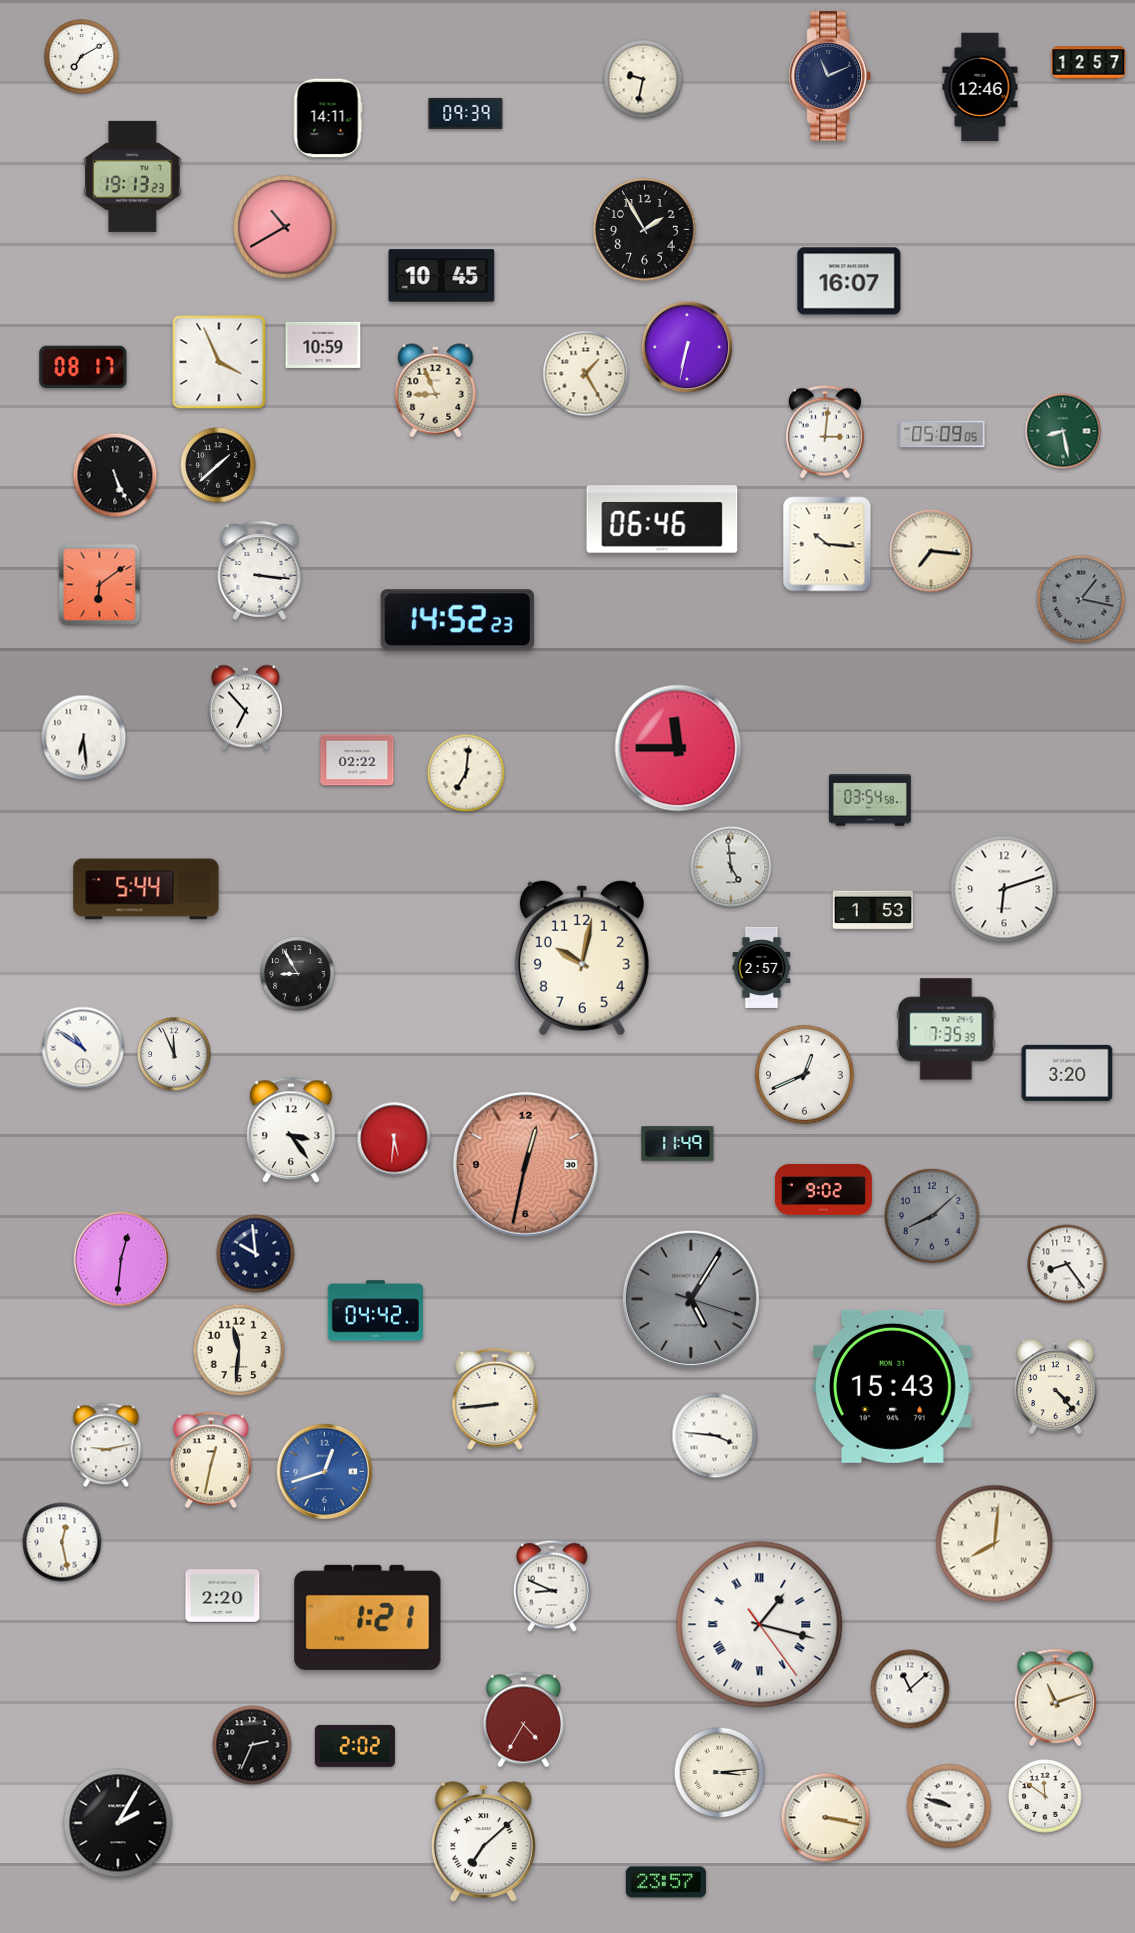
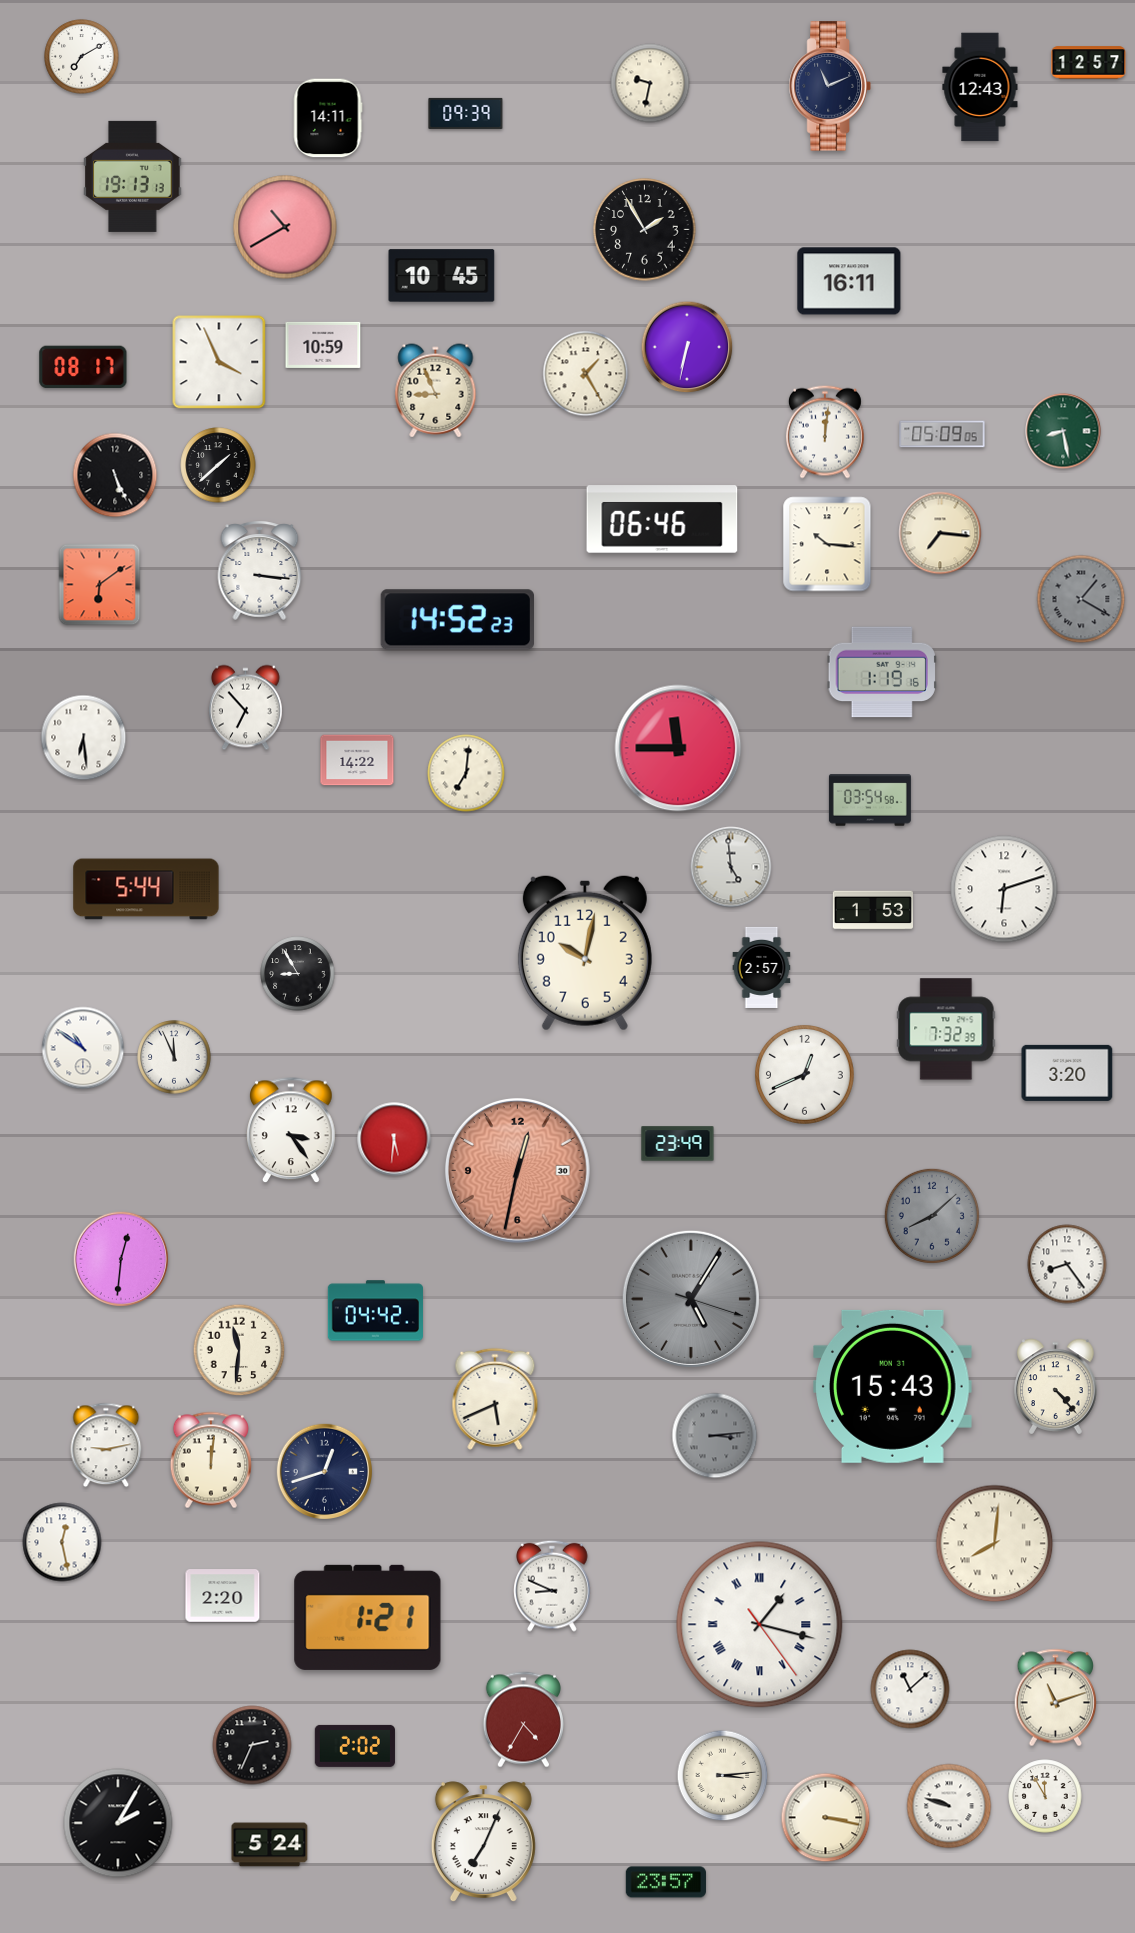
clock at (830, 76) position: (830, 76) -> (830, 86)
clock at (643, 79) position: (643, 79) -> (650, 83)
clock at (980, 87): 12:46 -> 12:43
clock at (133, 176): 19:13:23 -> 19:13:13
clock at (849, 281): 16:07 -> 16:11
clock at (825, 432): 3:01 -> 12:01
clock at (931, 551) position: (931, 551) -> (940, 533)
clock at (1081, 599): 1:17 -> 1:20
clock at (882, 672): none -> 1:19
clock at (357, 760): 02:22 -> 14:22
clock at (582, 958) position: (582, 958) -> (585, 953)
clock at (946, 1029): 7:35 -> 7:32
clock at (174, 1054) position: (174, 1054) -> (174, 1057)
clock at (678, 1144): 11:49 -> 23:49
clock at (525, 1164) position: (525, 1164) -> (517, 1170)
clock at (823, 1189): 9:02 -> none
clock at (256, 1254): 9:59 -> none
clock at (495, 1399): 8:44 -> 5:41
clock at (715, 1436): 3:46 -> 3:14
clock at (715, 1436) dial: white -> grey
clock at (210, 1460): 12:32 -> 12:01
clock at (324, 1471) dial: blue -> navy
clock at (720, 1773) position: (720, 1773) -> (723, 1776)
clock at (1045, 1796): 11:51 -> 11:55
clock at (483, 1842): 7:08 -> 7:04
clock at (270, 1845): none -> 5:24
